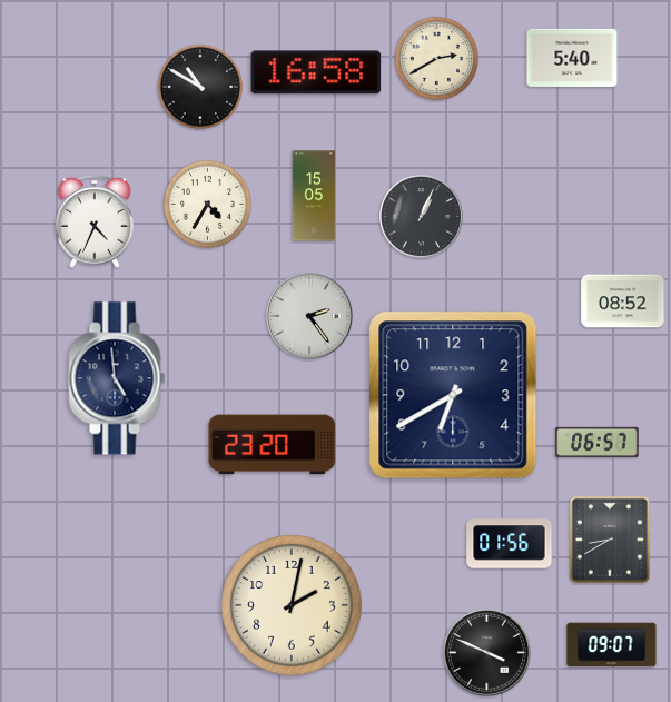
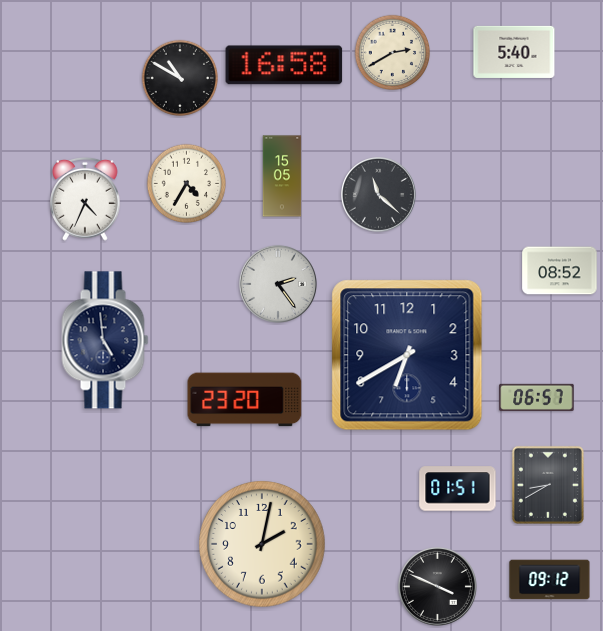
clock at (421, 216): 1:04 -> 11:22
clock at (510, 544): 01:56 -> 01:51
clock at (612, 645): 09:07 -> 09:12
